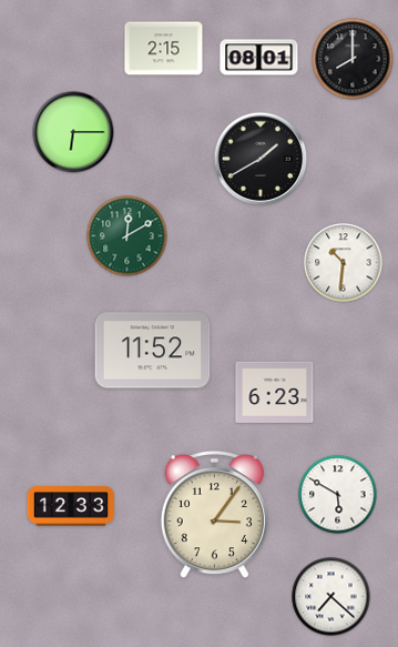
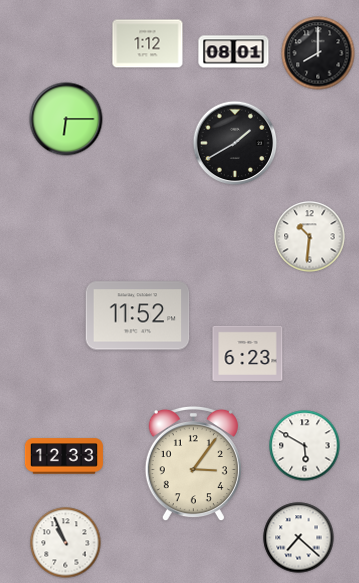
clock at (164, 49): 2:15 -> 1:12
clock at (127, 236): 12:10 -> none
clock at (66, 543): none -> 10:56
